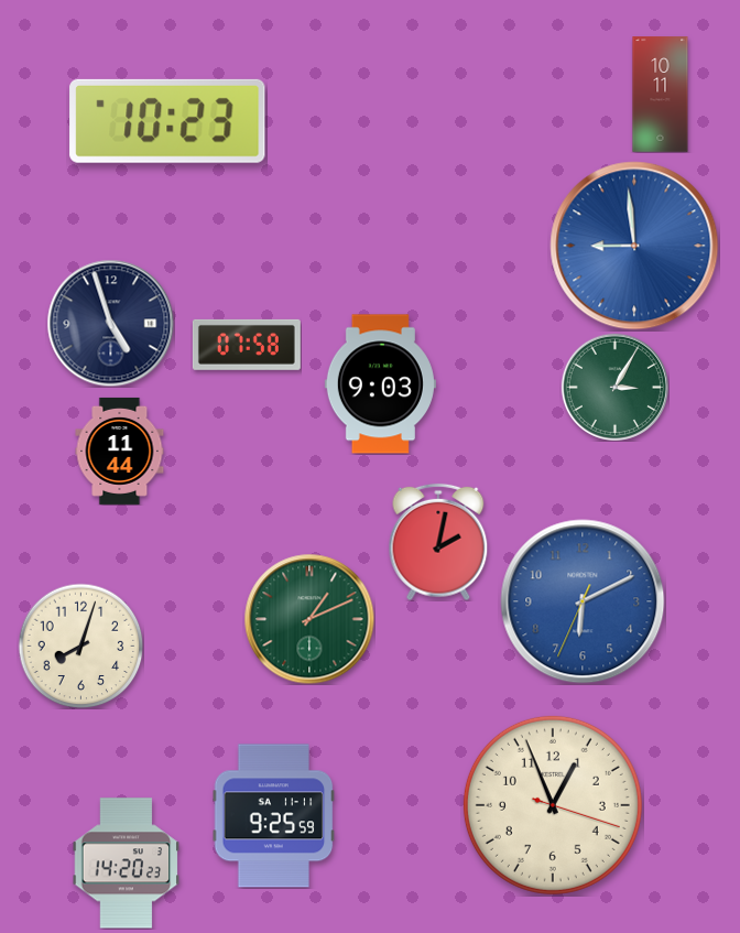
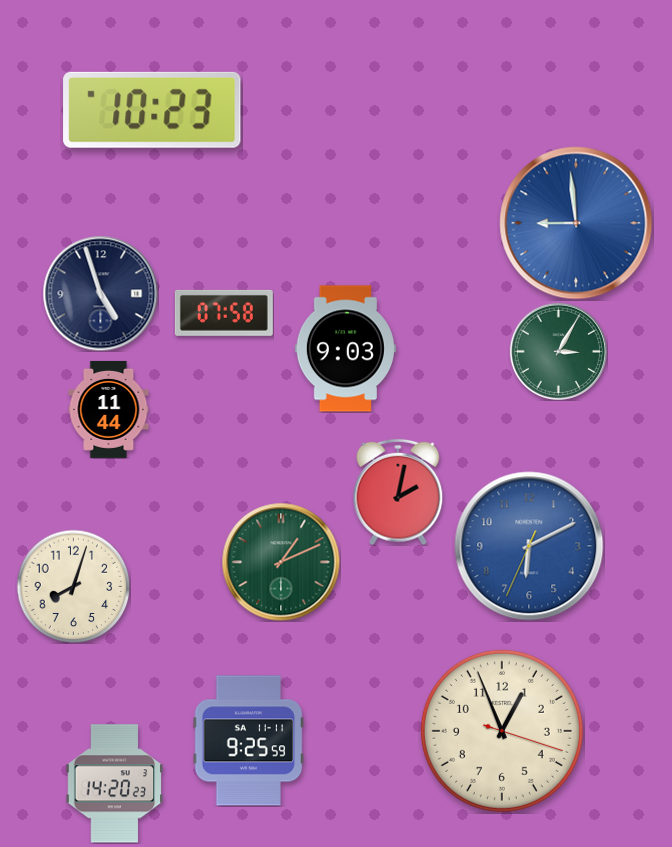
clock at (661, 95): 10:11 -> none
